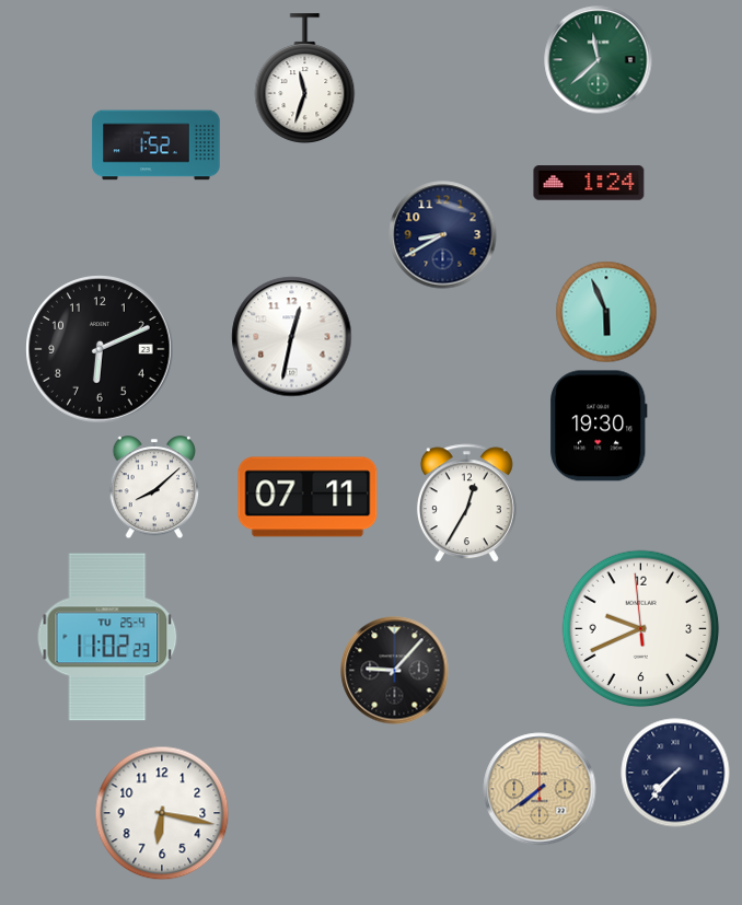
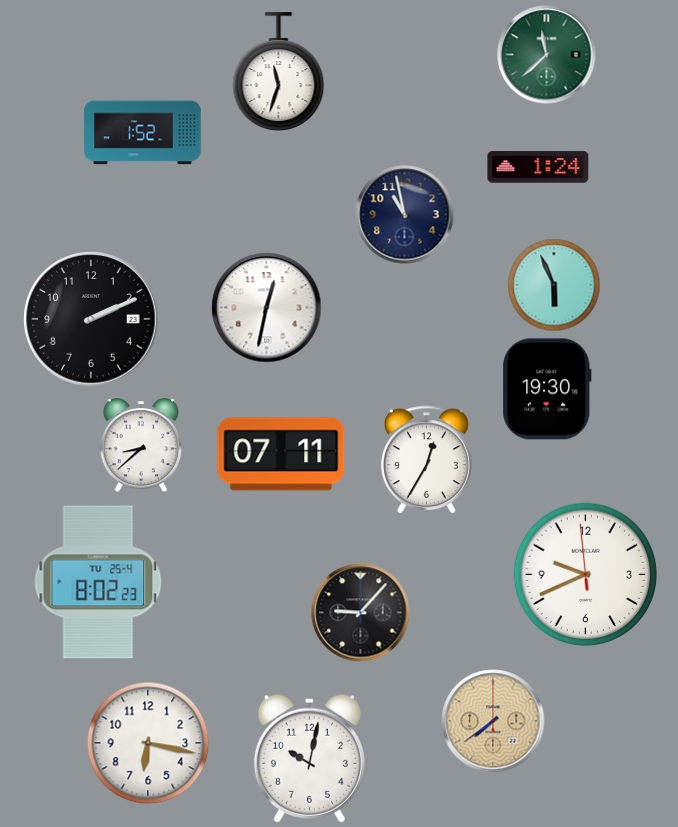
clock at (443, 235): 8:40 -> 10:58
clock at (100, 349): 6:11 -> 2:11
clock at (154, 488): 8:08 -> 8:38
clock at (107, 637): 11:02 -> 8:02
clock at (675, 773): 7:37 -> none
clock at (309, 758): none -> 10:02
